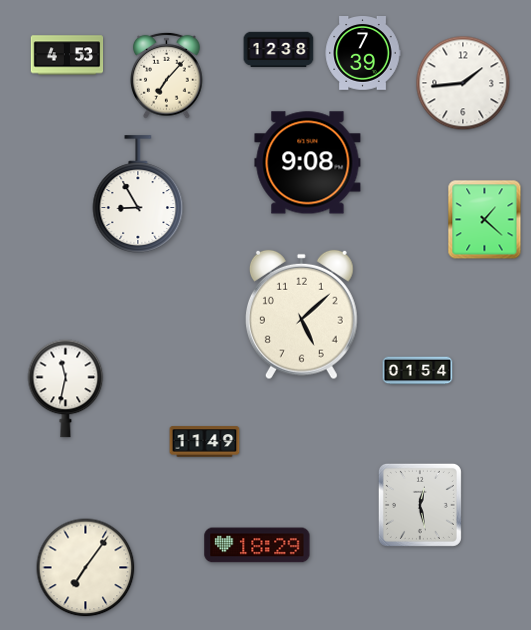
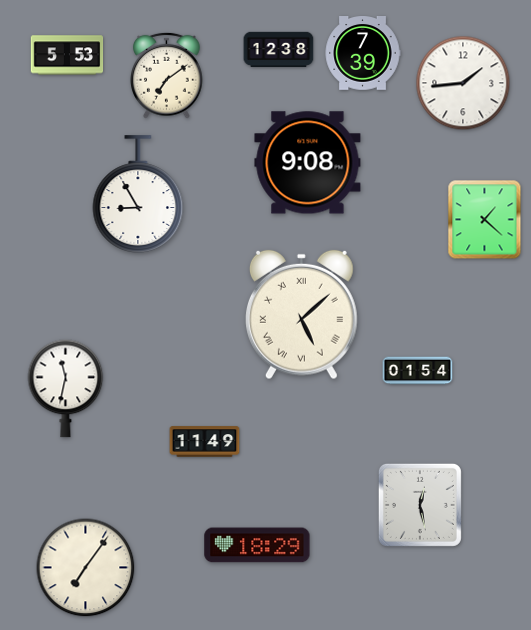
clock at (67, 55): 4:53 -> 5:53
clock at (167, 75): 7:07 -> 7:09
clock at (301, 315) numerals: Arabic -> Roman
